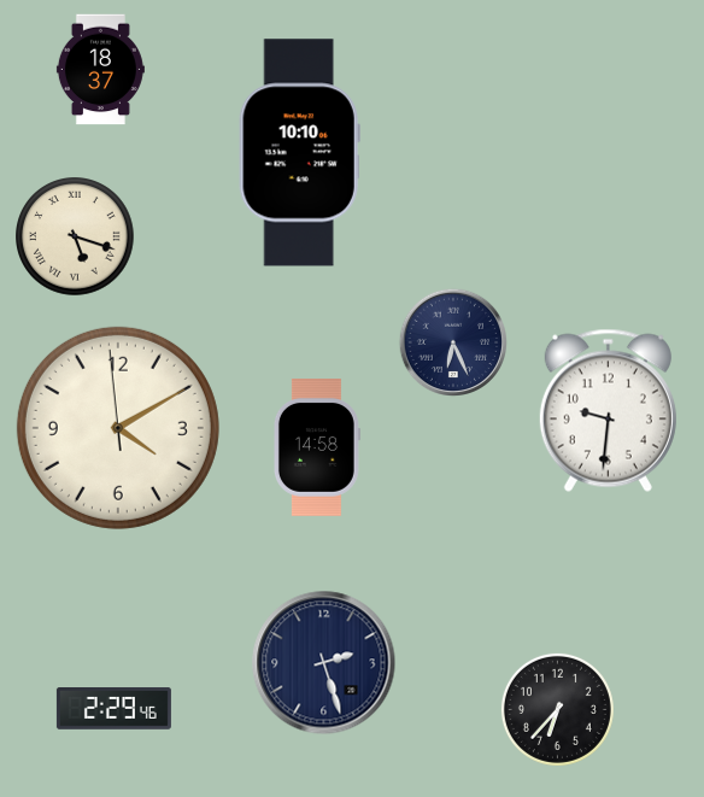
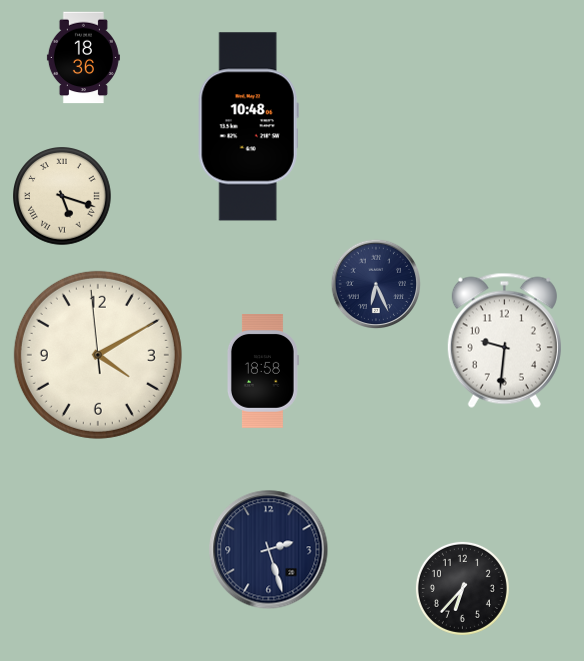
clock at (100, 70): 18:37 -> 18:36
clock at (299, 153): 10:10 -> 10:48
clock at (316, 449): 14:58 -> 18:58
clock at (113, 709): 2:29 -> none
